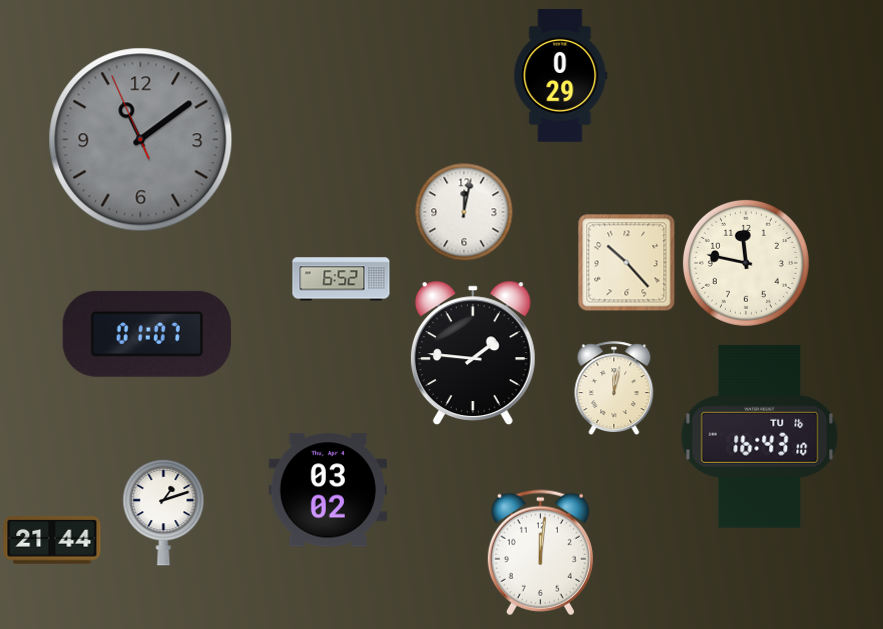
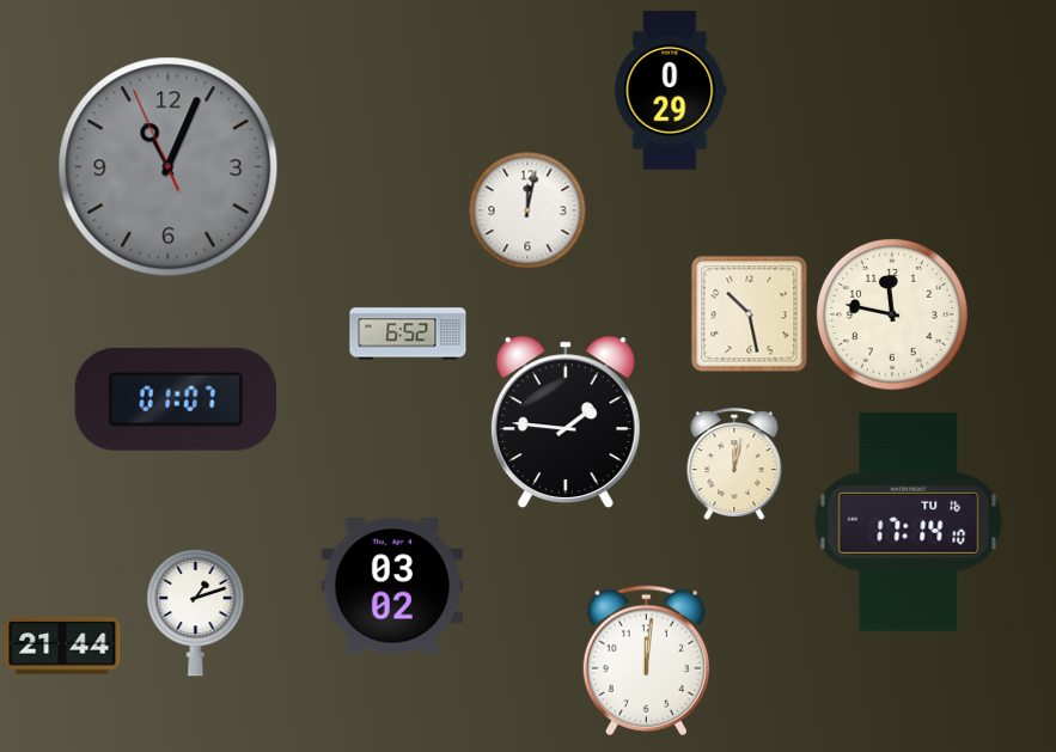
clock at (141, 140): 11:08 -> 11:03
clock at (464, 212) position: (464, 212) -> (527, 210)
clock at (627, 263): 10:23 -> 10:28
clock at (760, 436): 16:43 -> 17:14
